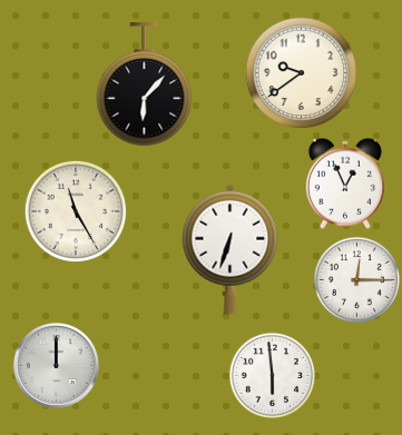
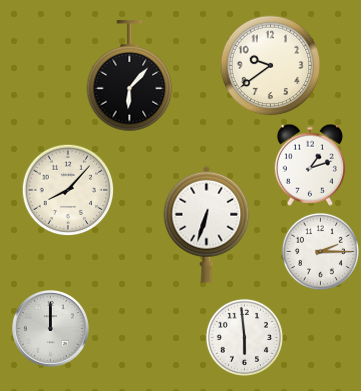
clock at (345, 184): 12:56 -> 1:12
clock at (76, 211): 11:25 -> 8:07
clock at (356, 279): 12:15 -> 2:15
